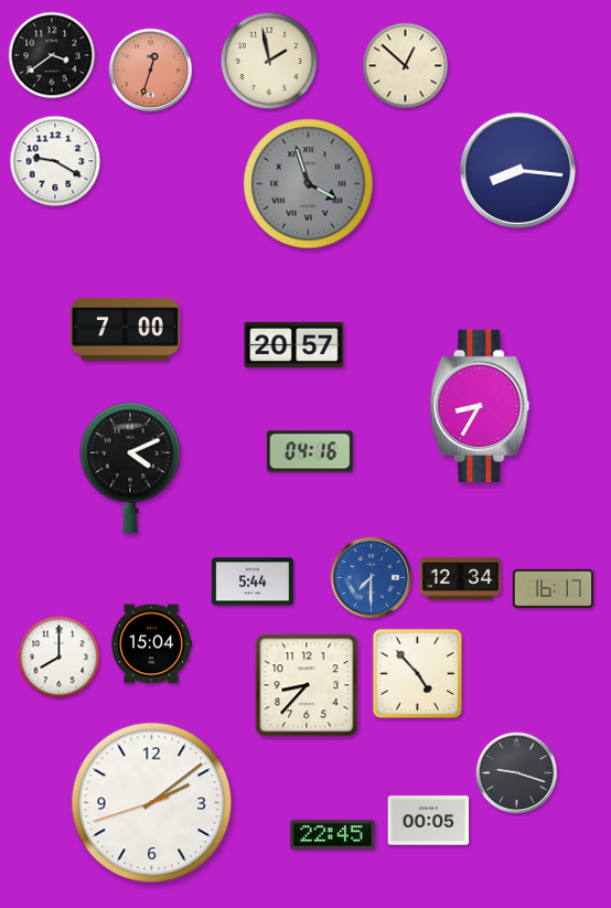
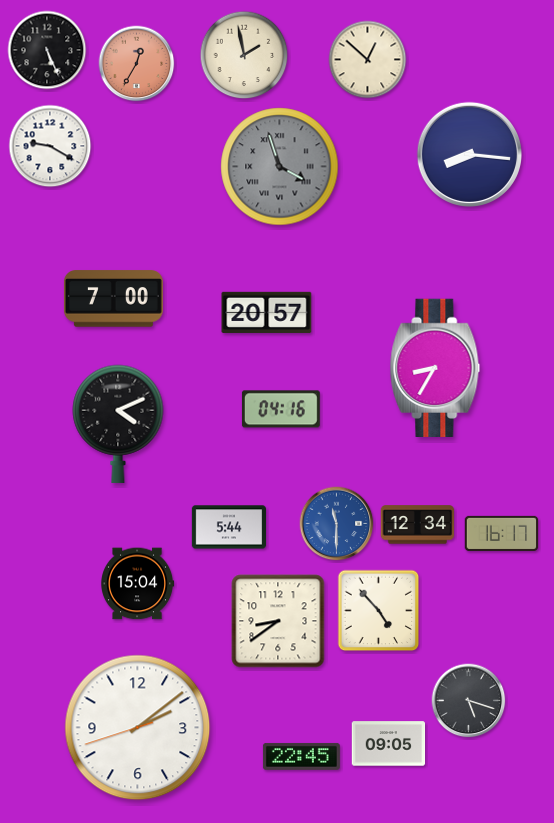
clock at (52, 55): 3:39 -> 5:26
clock at (151, 71): 12:33 -> 12:35
clock at (372, 578): 7:30 -> 11:30
clock at (60, 658): 8:00 -> none
clock at (307, 685): 8:37 -> 8:39
clock at (517, 773): 9:18 -> 5:18
clock at (429, 821): 00:05 -> 09:05
